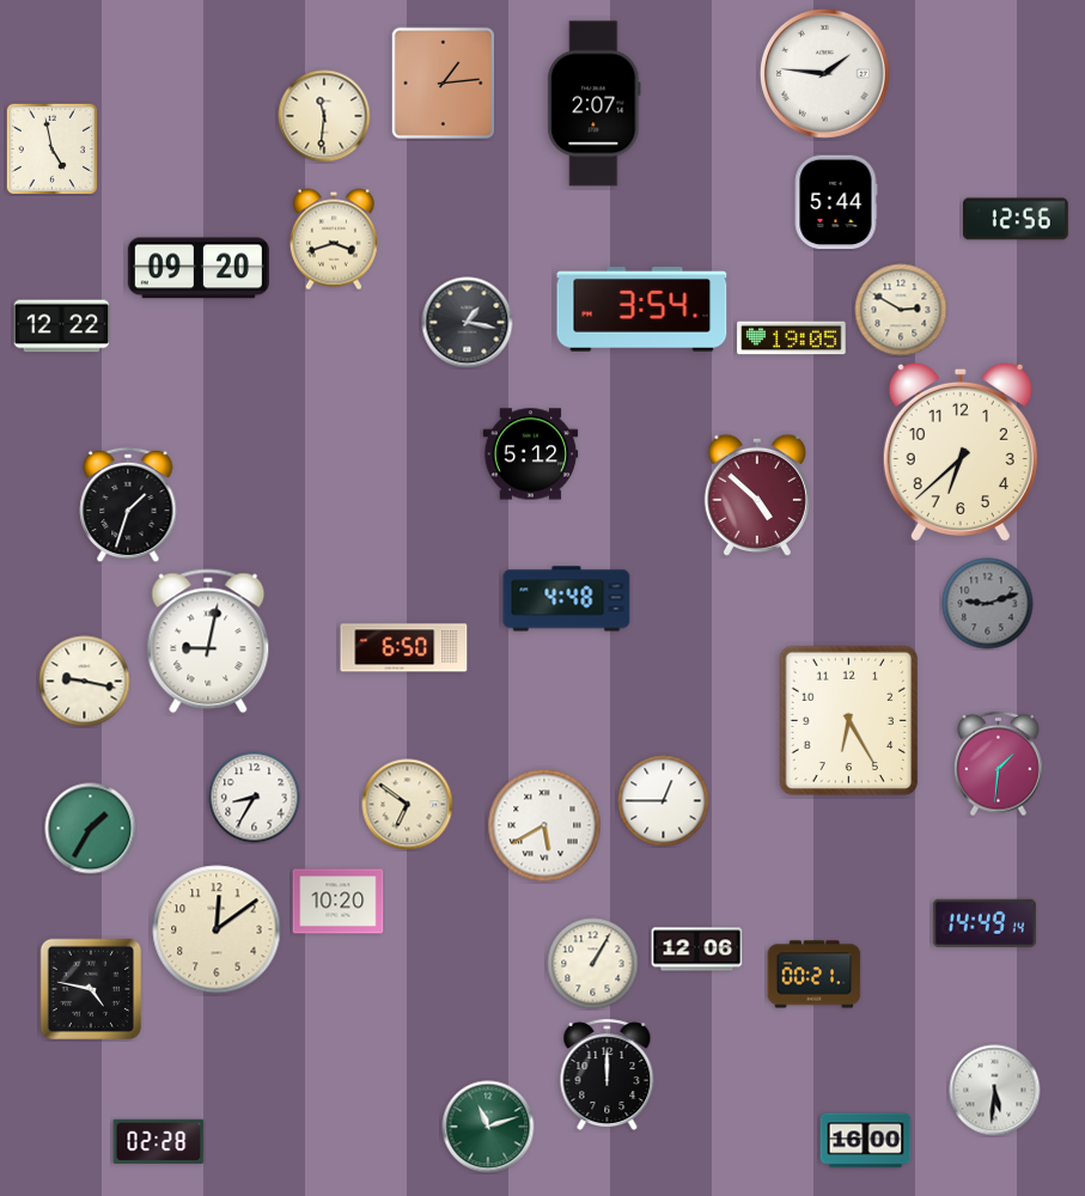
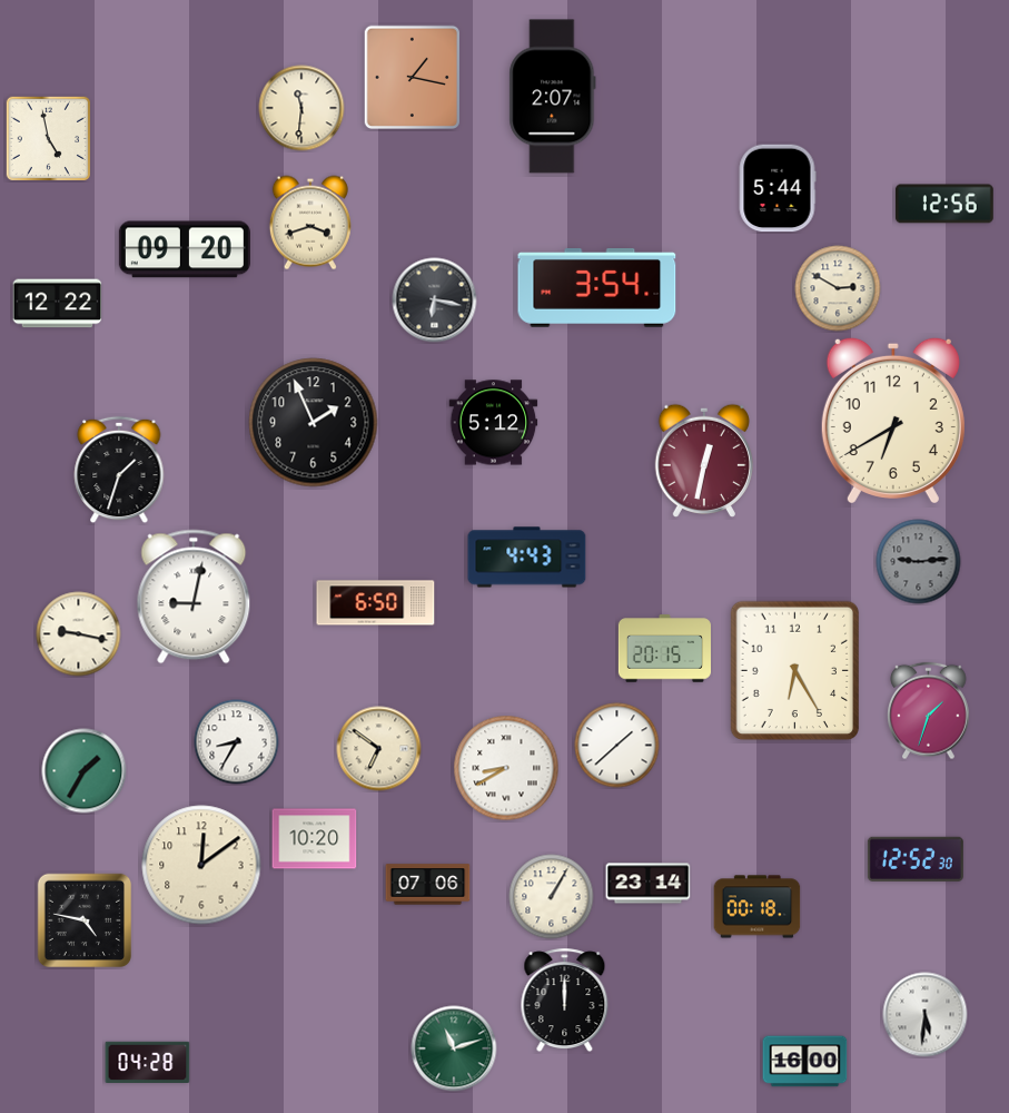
clock at (824, 73): 1:46 -> none
clock at (443, 83): 1:14 -> 1:17
clock at (468, 323): 1:17 -> 6:17
clock at (792, 338): 19:05 -> none
clock at (961, 451): 6:38 -> 6:40
clock at (314, 423): none -> 1:56
clock at (757, 494): 4:52 -> 12:32
clock at (567, 599): 4:48 -> 4:43
clock at (988, 604): 9:12 -> 9:14
clock at (664, 649): none -> 20:15
clock at (849, 721) position: (849, 721) -> (795, 671)
clock at (999, 764): 1:31 -> 1:33
clock at (664, 801): 12:45 -> 1:38
clock at (544, 825): 5:40 -> 8:40
clock at (985, 923): 14:49 -> 12:52
clock at (697, 950): 12:06 -> 23:14
clock at (428, 885): none -> 07:06
clock at (815, 975): 00:21 -> 00:18
clock at (159, 1141): 02:28 -> 04:28
